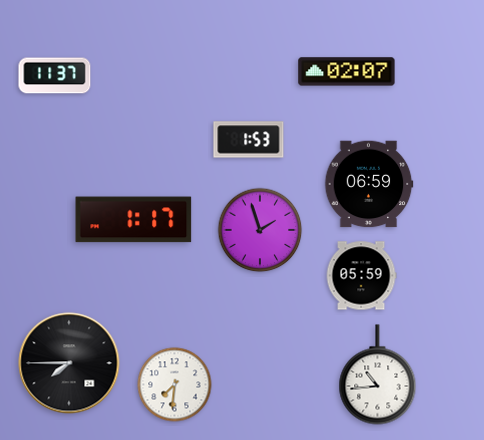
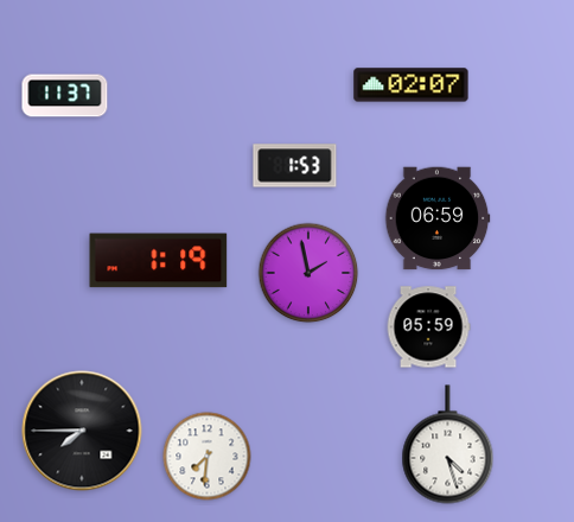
clock at (55, 76) position: (55, 76) -> (65, 96)
clock at (134, 220): 1:17 -> 1:19
clock at (260, 230): 1:57 -> 1:58
clock at (378, 375): 10:44 -> 4:27
